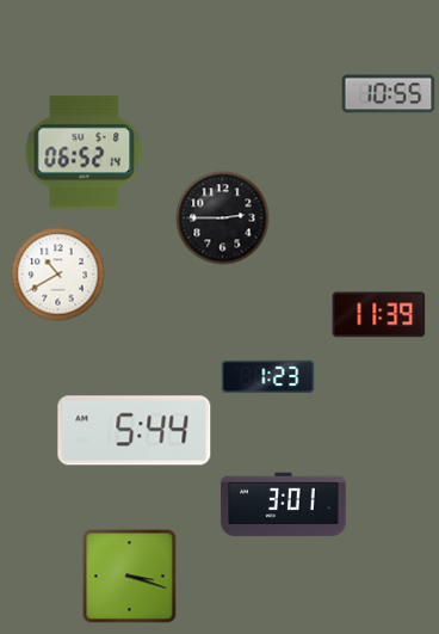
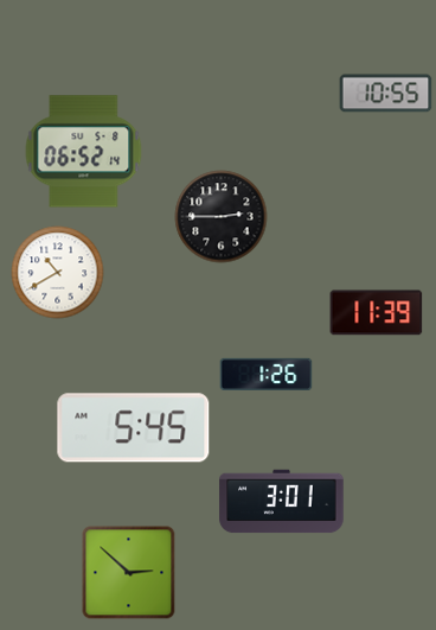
clock at (267, 376): 1:23 -> 1:26
clock at (135, 431): 5:44 -> 5:45
clock at (129, 575): 3:18 -> 2:52
